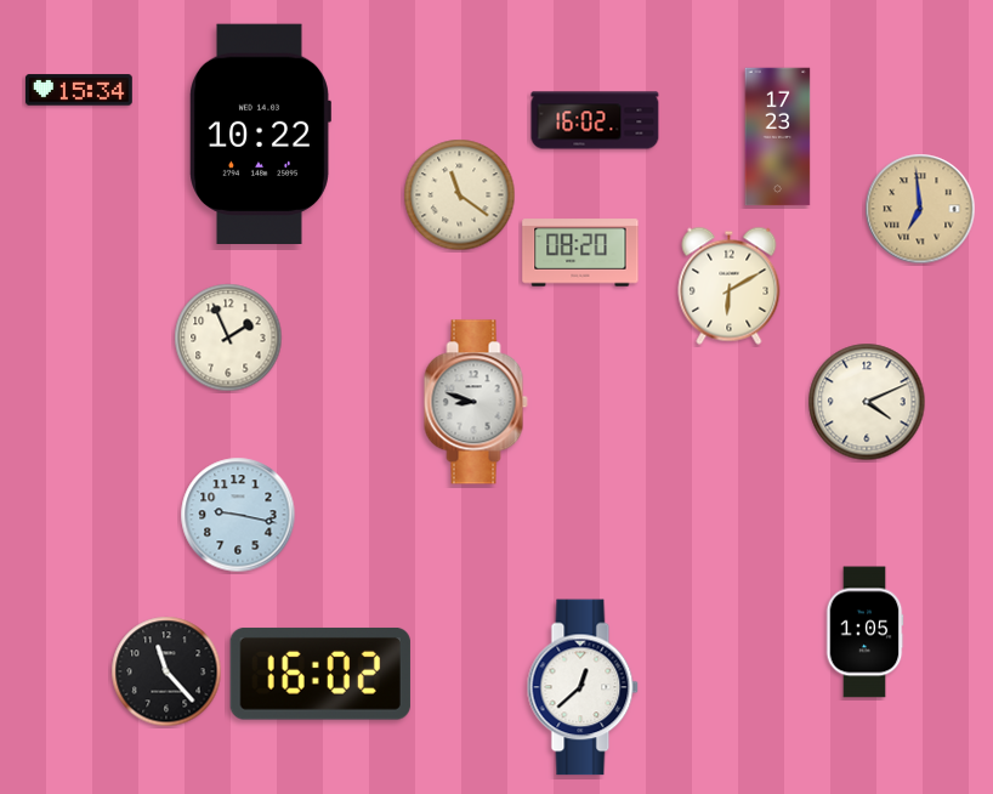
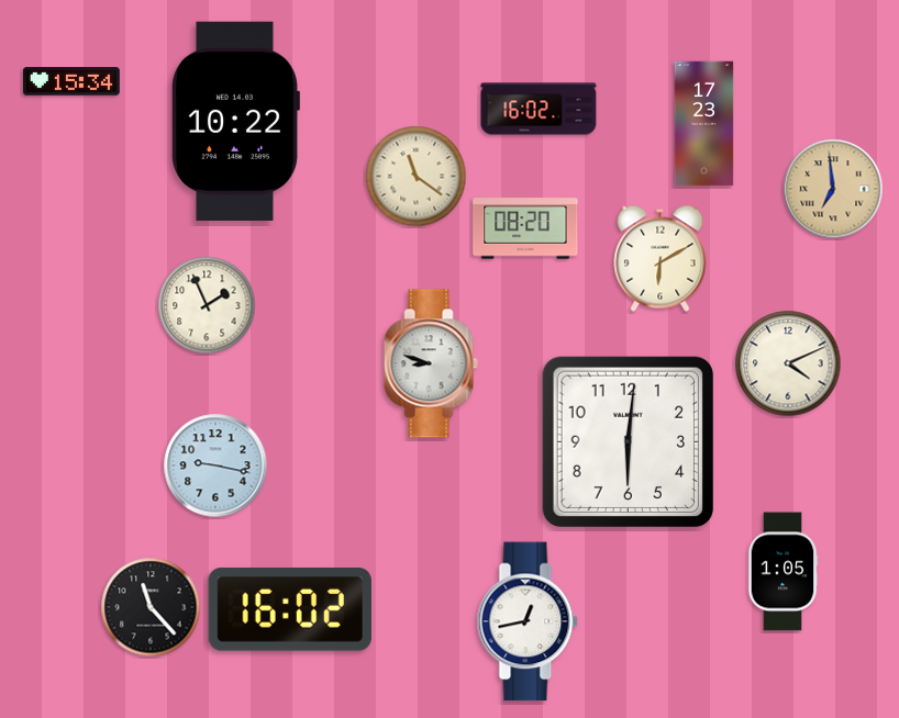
clock at (867, 402) position: (867, 402) -> (788, 363)
clock at (628, 441): none -> 6:01
clock at (583, 687): 12:38 -> 12:43
